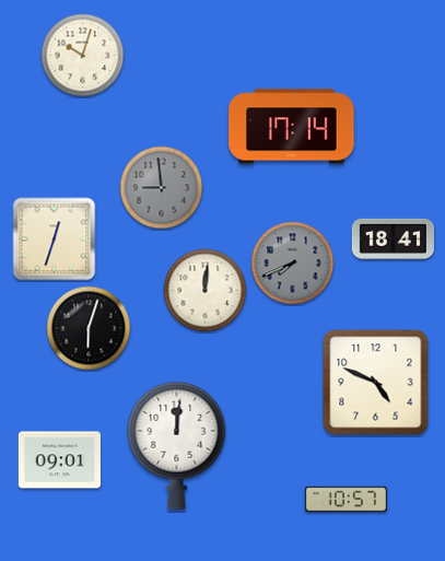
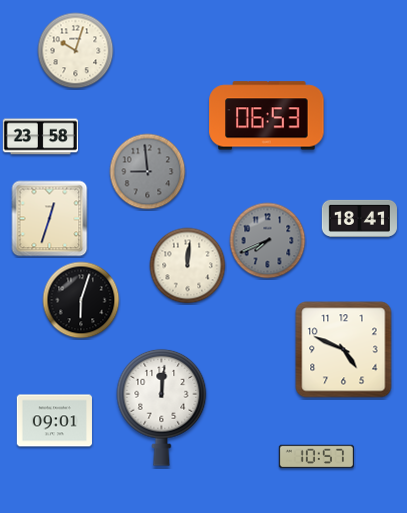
clock at (292, 127): 17:14 -> 06:53
clock at (40, 137): none -> 23:58
